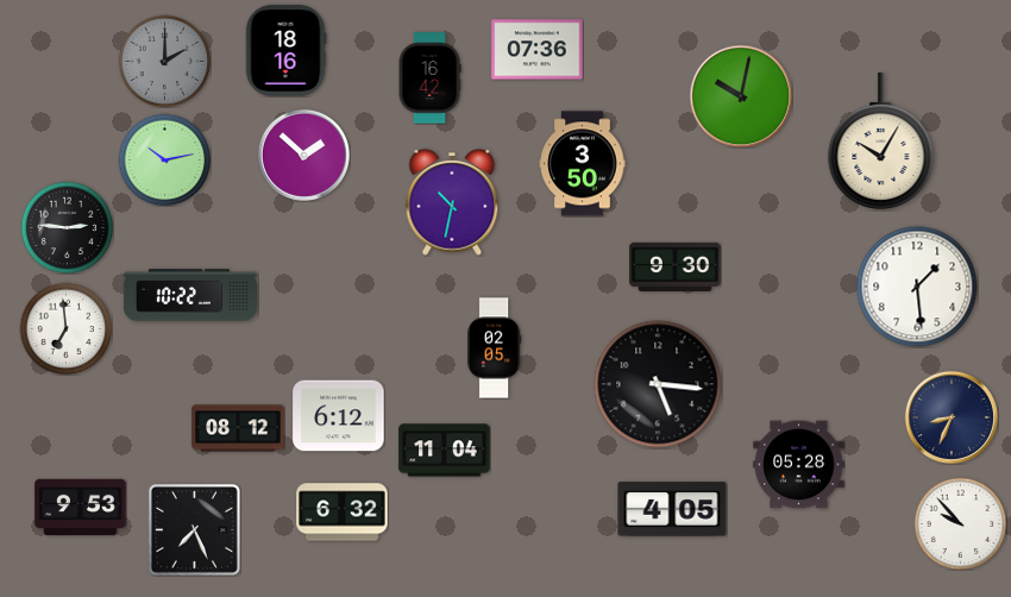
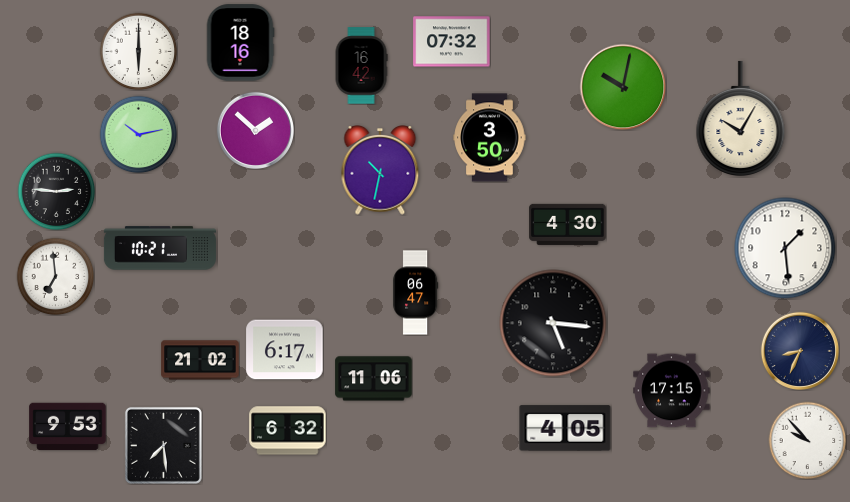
clock at (538, 50): 07:36 -> 07:32
clock at (164, 61): 2:00 -> 6:00
clock at (164, 61) dial: grey -> white
clock at (741, 96) position: (741, 96) -> (623, 87)
clock at (676, 266): 9:30 -> 4:30
clock at (917, 287) position: (917, 287) -> (785, 248)
clock at (190, 295): 10:22 -> 10:21
clock at (495, 348): 02:05 -> 06:47
clock at (339, 416): 6:12 -> 6:17
clock at (238, 428): 08:12 -> 21:02
clock at (445, 451): 11:04 -> 11:06
clock at (799, 465): 05:28 -> 17:15
clock at (194, 529): 7:26 -> 7:29
